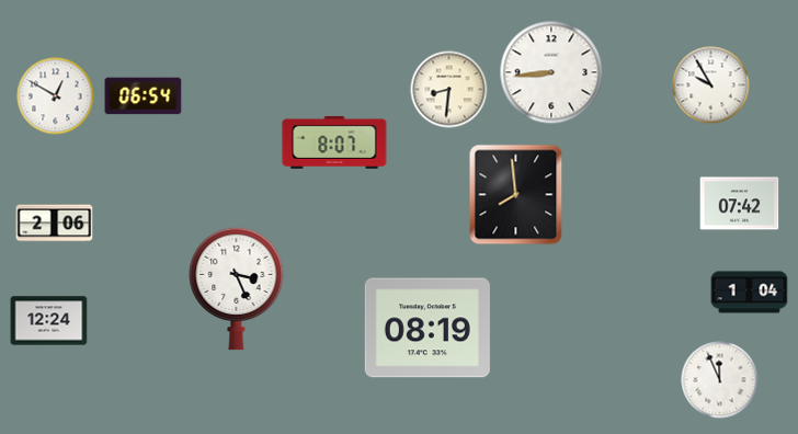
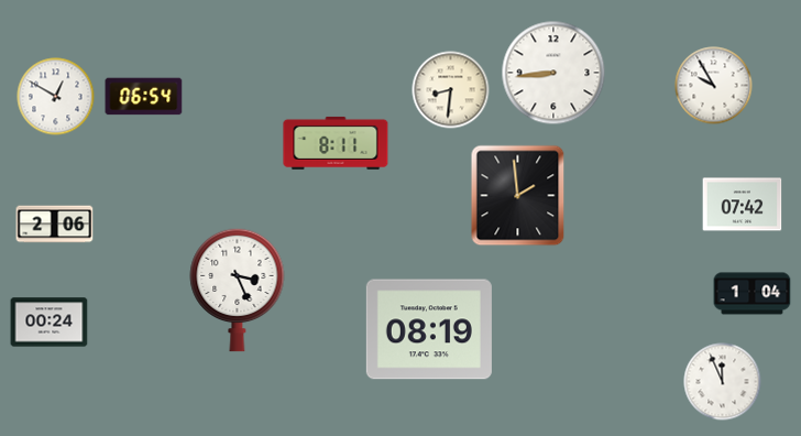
clock at (334, 142): 8:07 -> 8:11
clock at (516, 195): 7:59 -> 1:59
clock at (49, 321): 12:24 -> 00:24
